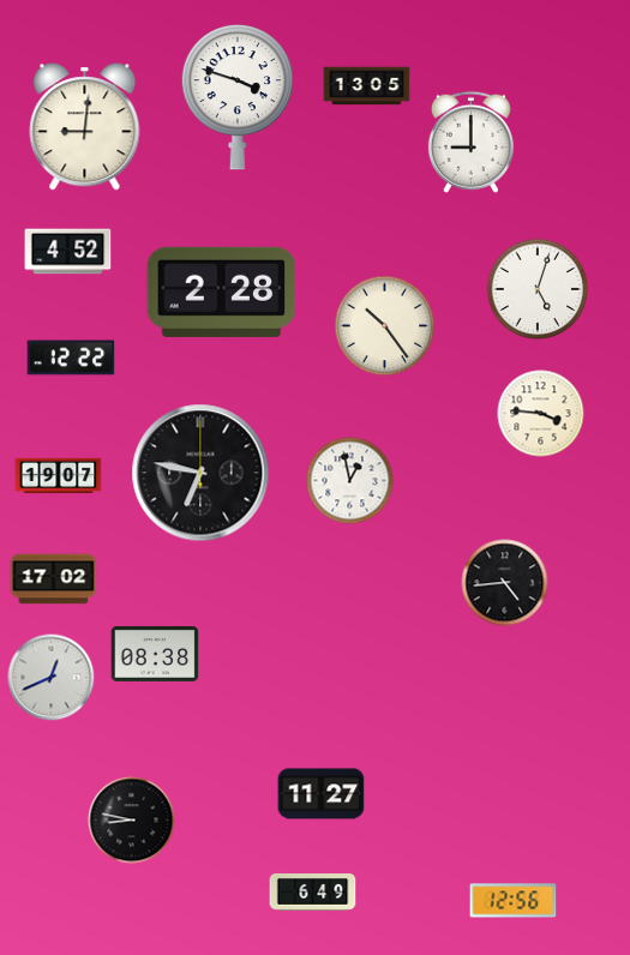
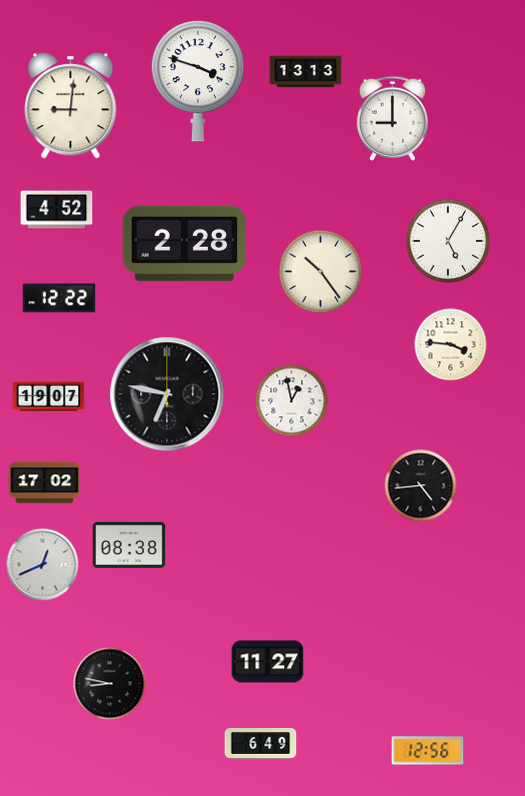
clock at (367, 86): 13:05 -> 13:13
clock at (538, 289): 5:03 -> 5:05
